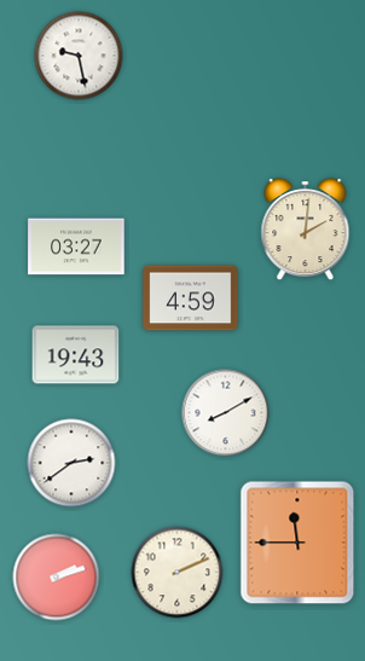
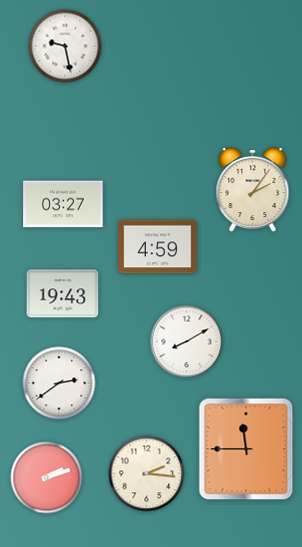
clock at (306, 230): 2:01 -> 2:06
clock at (178, 573): 2:11 -> 2:16
